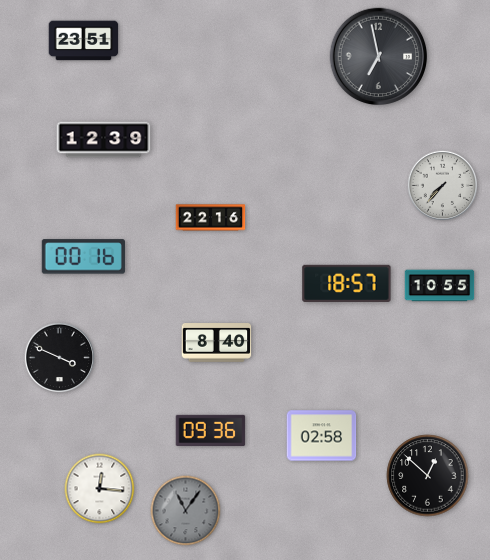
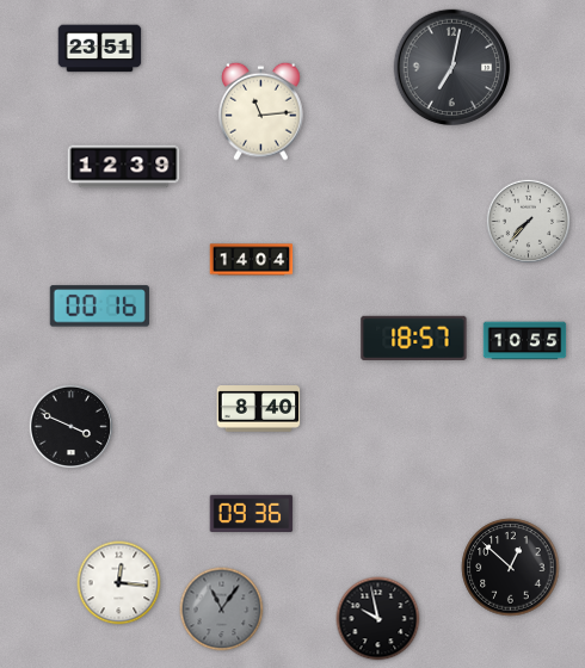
clock at (379, 57): 6:58 -> 7:02
clock at (261, 111): none -> 11:14
clock at (211, 218): 22:16 -> 14:04
clock at (322, 436): 02:58 -> none
clock at (378, 619): none -> 9:58
